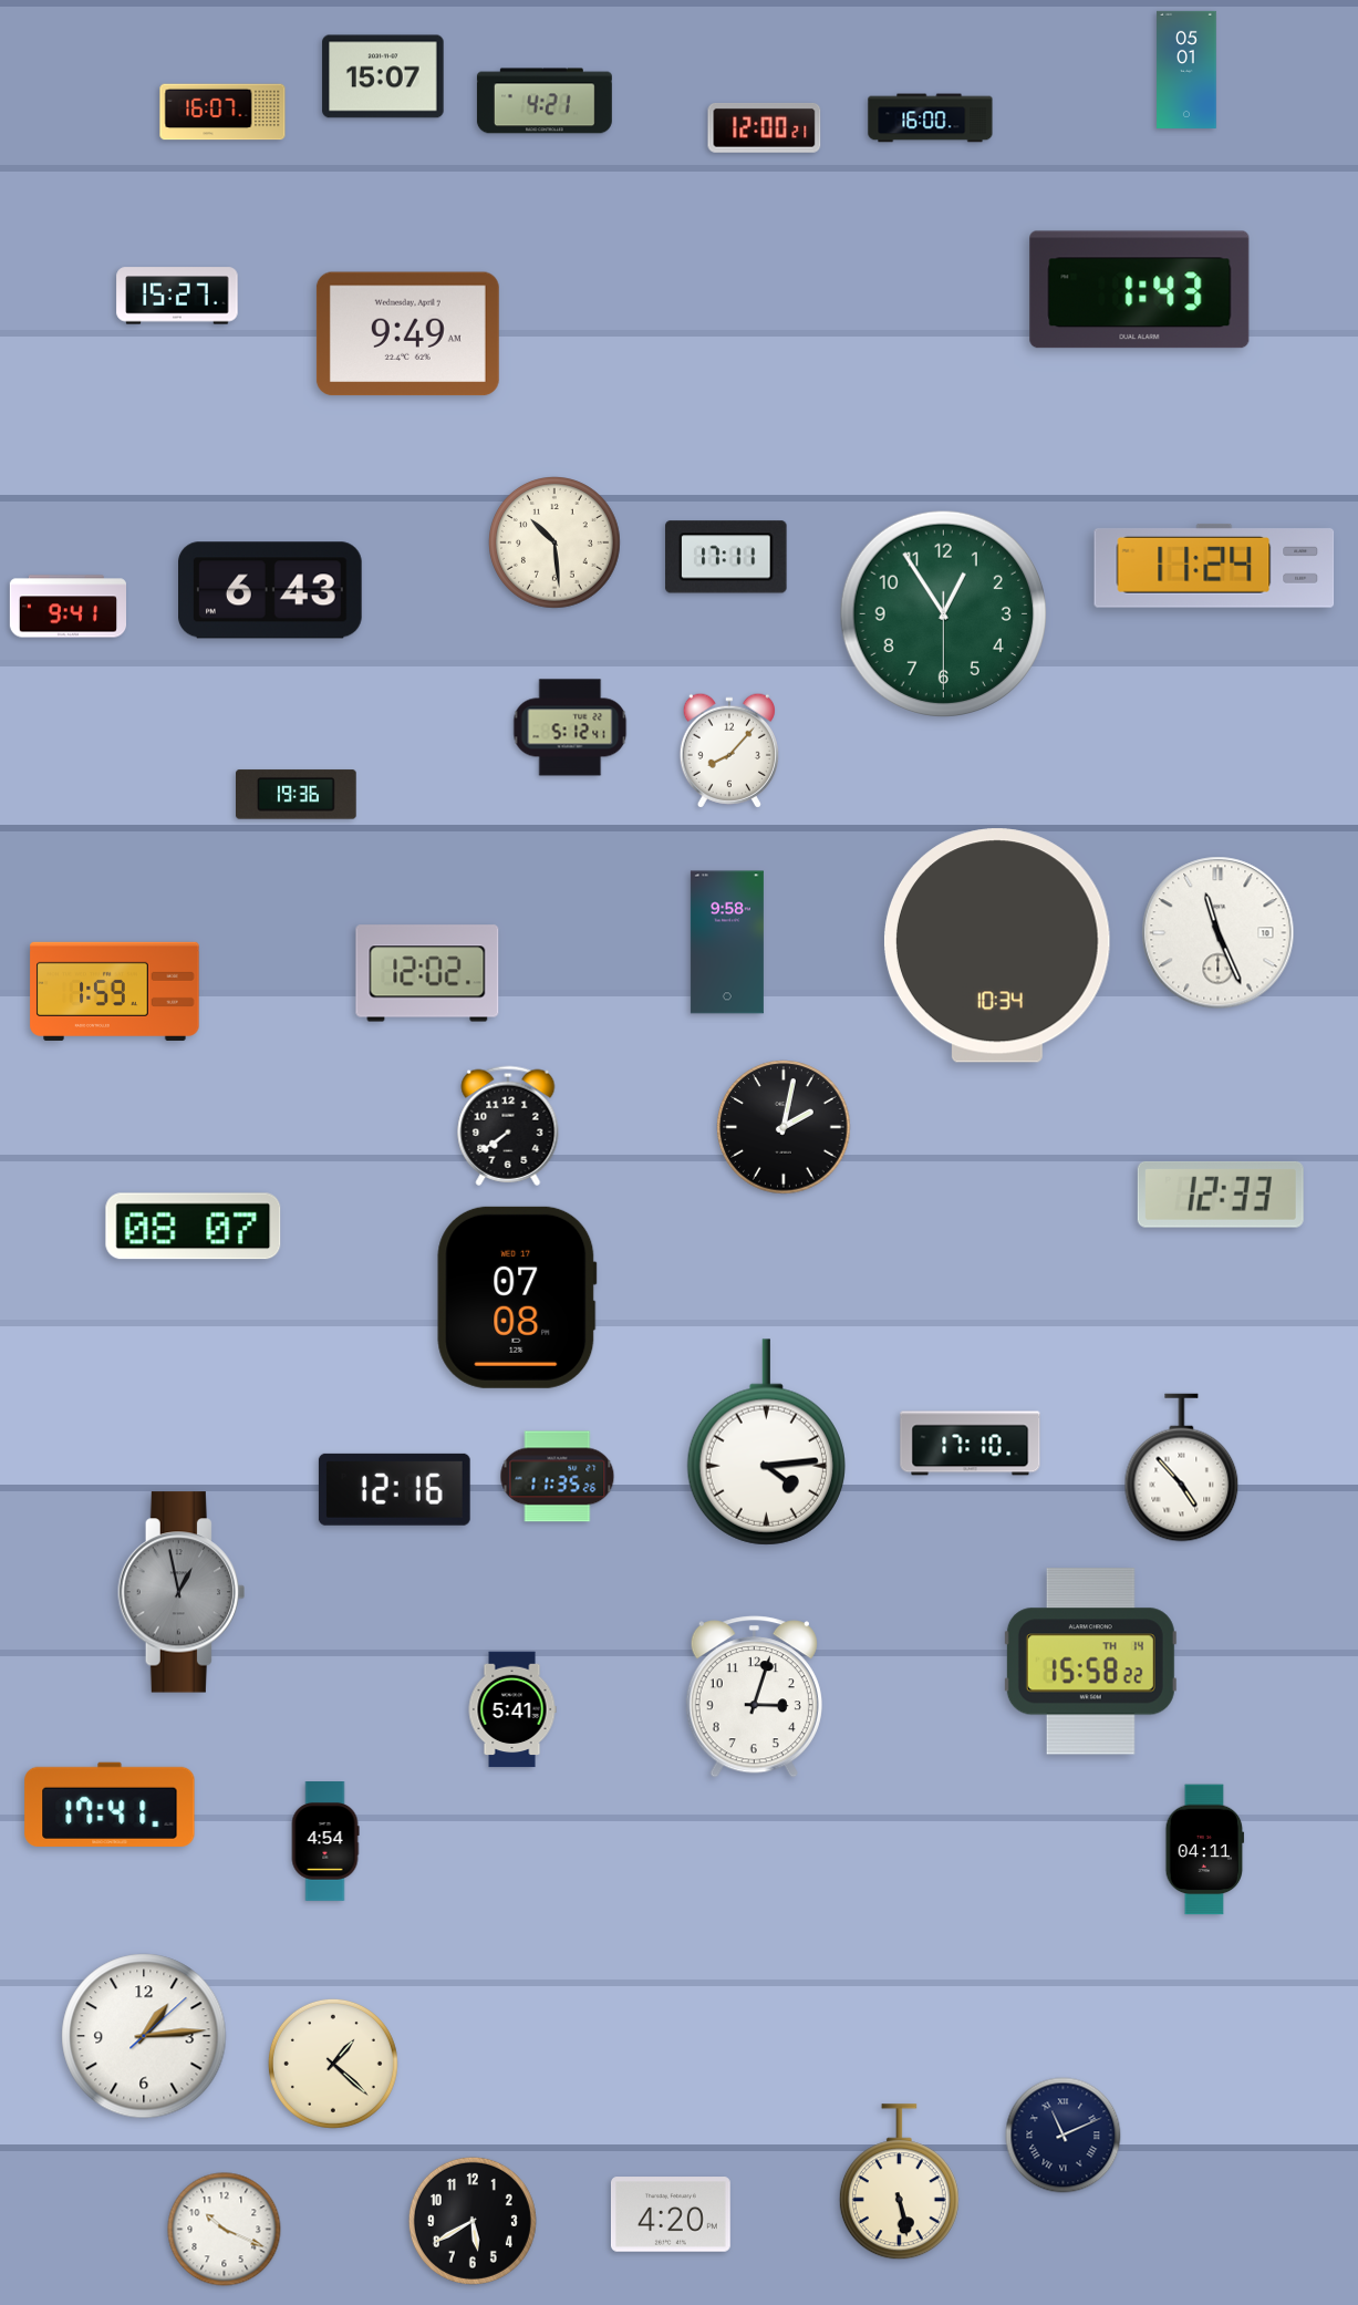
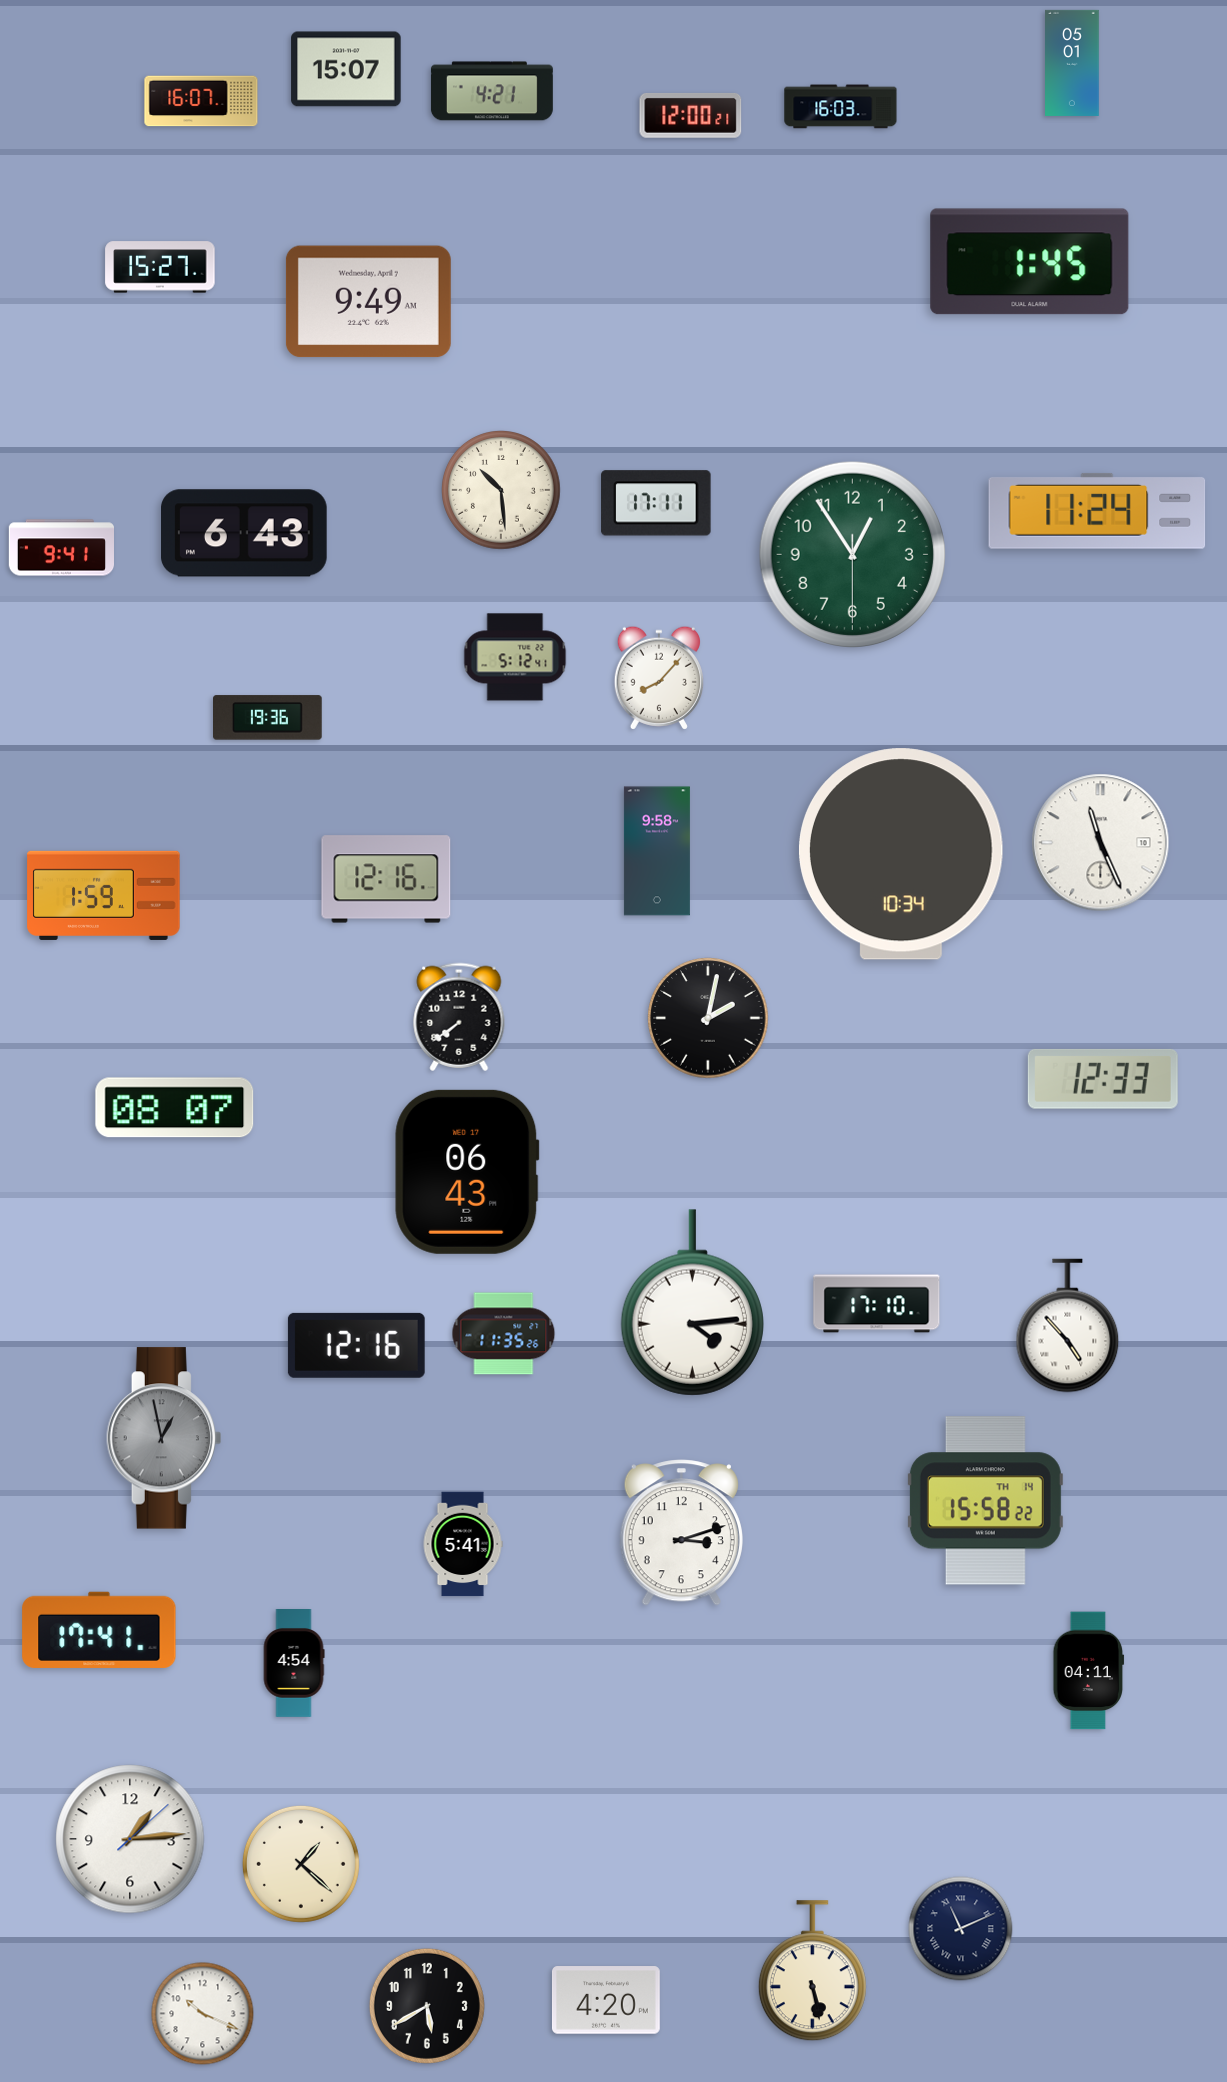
clock at (931, 118): 16:00 -> 16:03
clock at (1140, 290): 1:43 -> 1:45
clock at (427, 973): 12:02 -> 12:16
clock at (517, 1298): 07:08 -> 06:43
clock at (754, 1697): 3:03 -> 3:12
